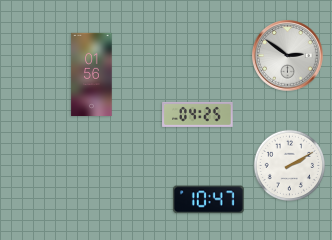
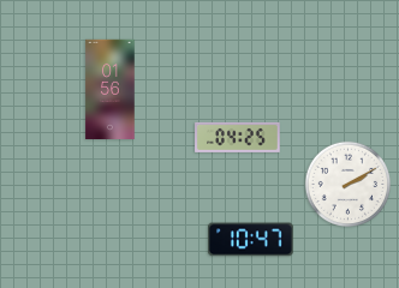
clock at (288, 56): 2:51 -> none
clock at (289, 165) position: (289, 165) -> (347, 184)
